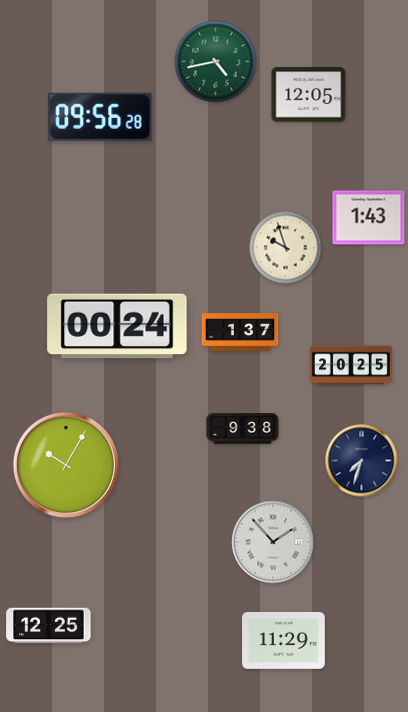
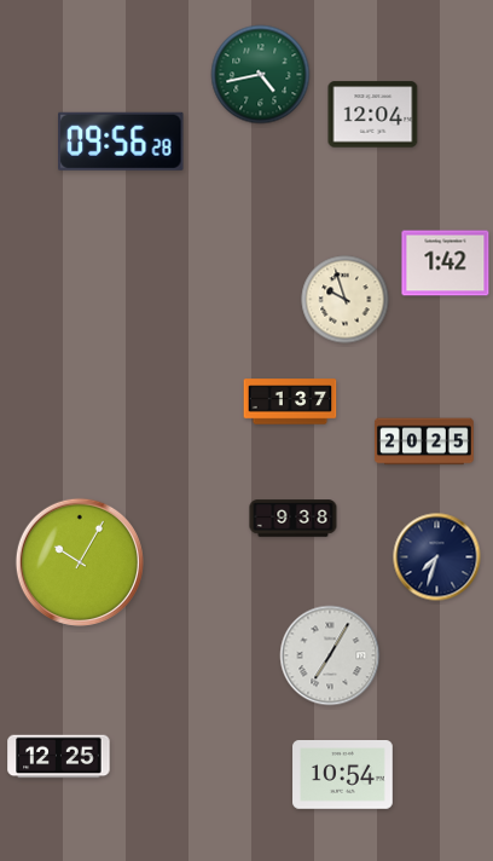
clock at (309, 95): 12:05 -> 12:04
clock at (369, 218): 1:43 -> 1:42
clock at (117, 326): 00:24 -> none
clock at (273, 542): 1:53 -> 7:05
clock at (284, 641): 11:29 -> 10:54
